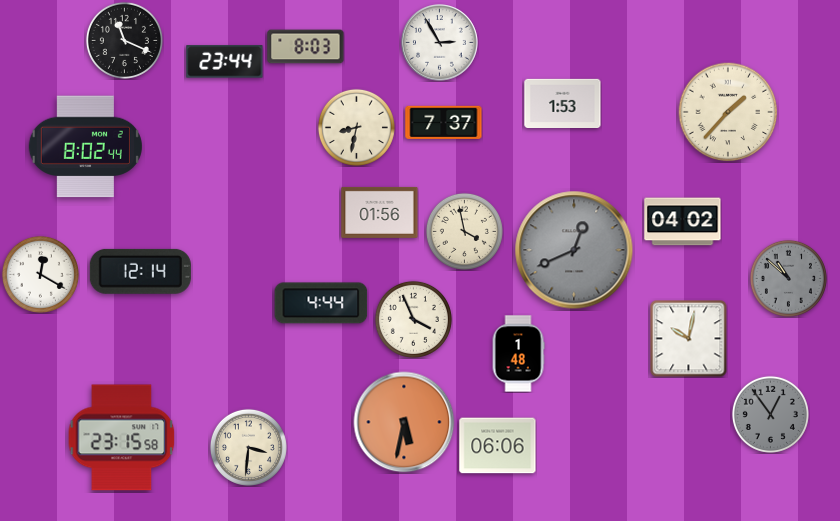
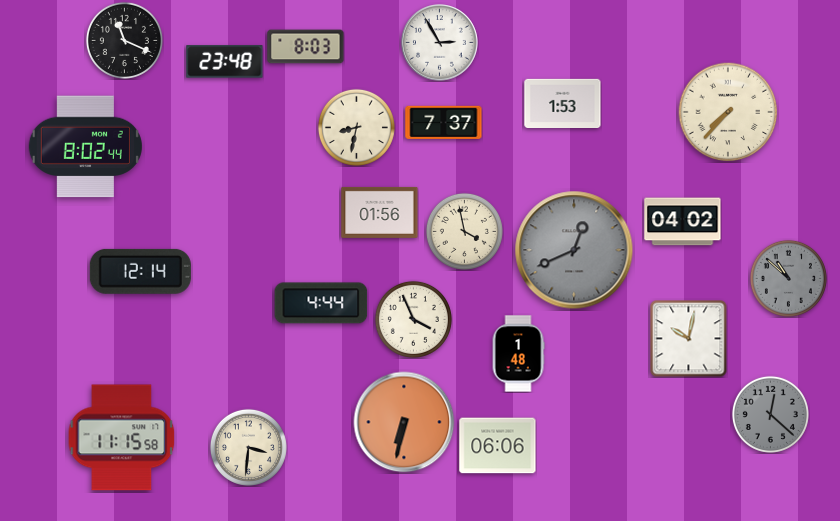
clock at (225, 62): 23:44 -> 23:48
clock at (728, 112): 1:37 -> 7:37
clock at (40, 274): 12:20 -> none
clock at (770, 414): 12:54 -> 12:22
clock at (404, 422): 5:32 -> 6:32
clock at (122, 438): 23:15 -> 11:15
